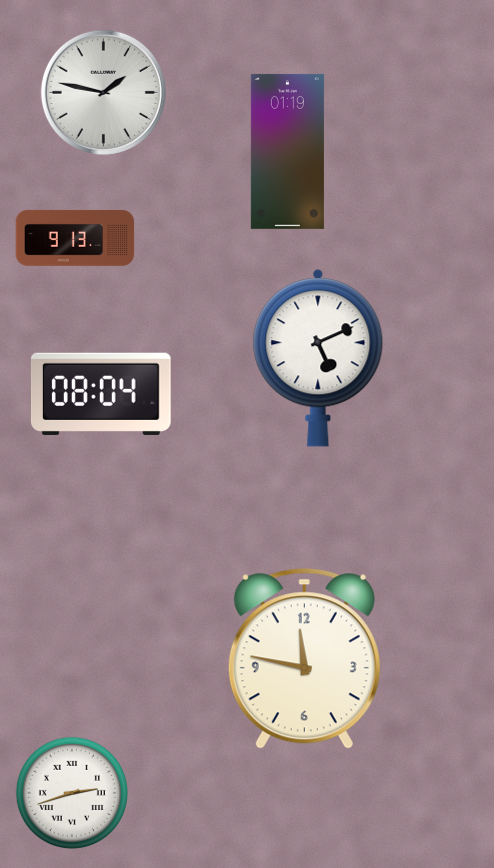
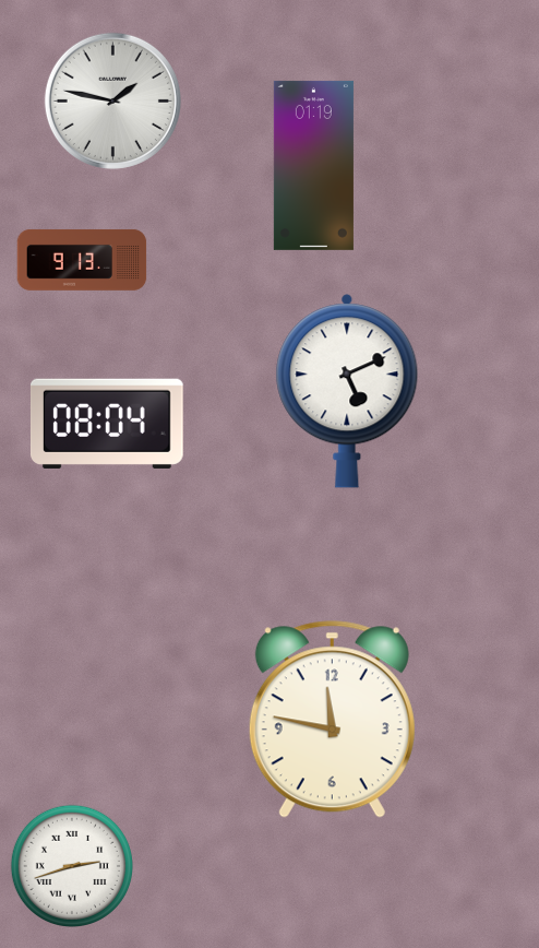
clock at (101, 394) position: (101, 394) -> (107, 424)
clock at (72, 793) position: (72, 793) -> (72, 866)
